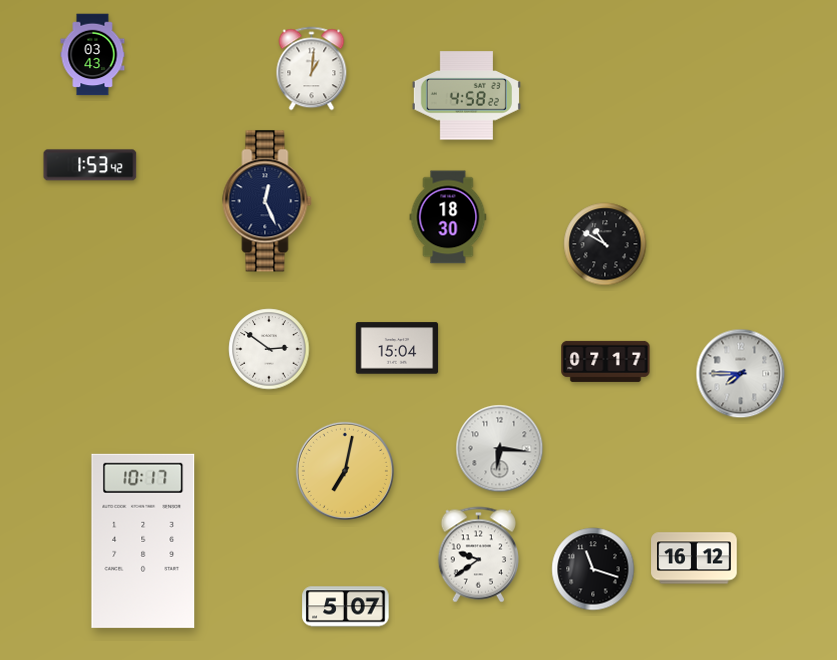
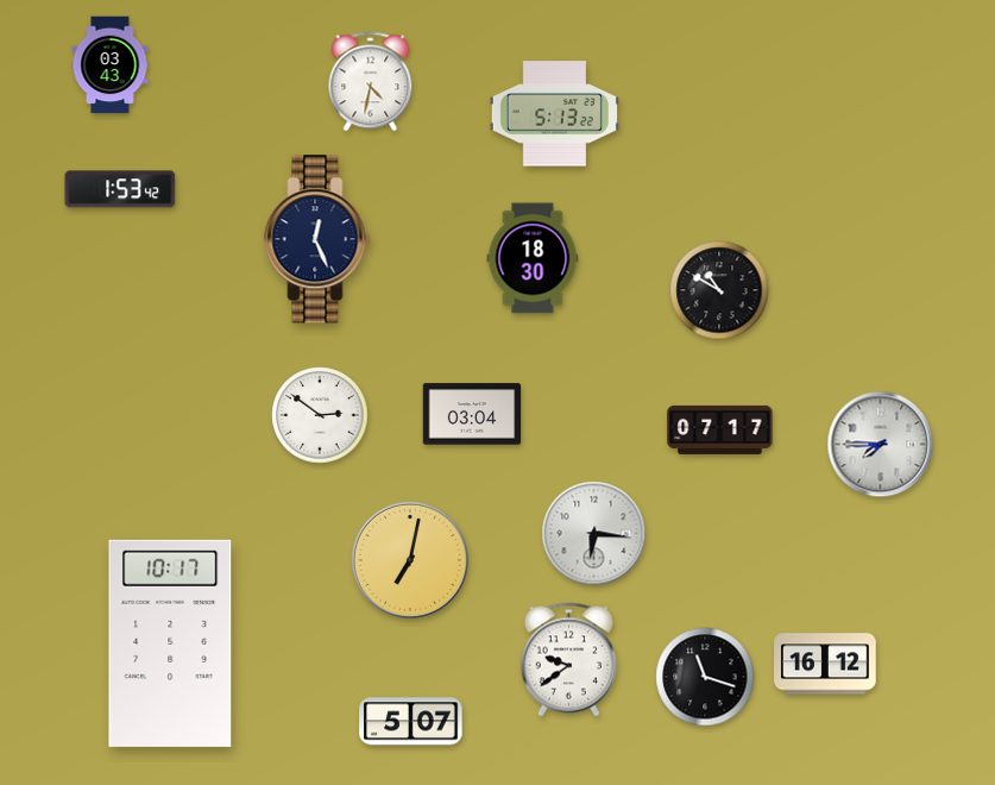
clock at (312, 69): 1:01 -> 4:32
clock at (466, 96): 4:58 -> 5:13
clock at (90, 165) position: (90, 165) -> (120, 189)
clock at (397, 348): 15:04 -> 03:04
